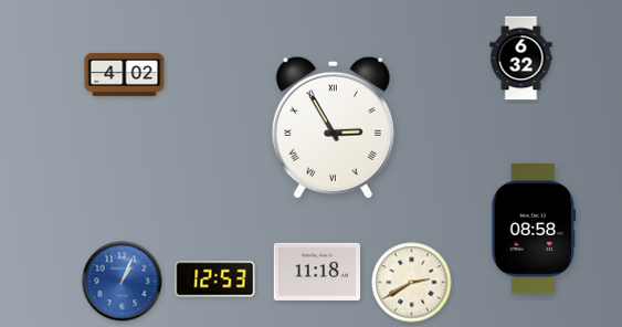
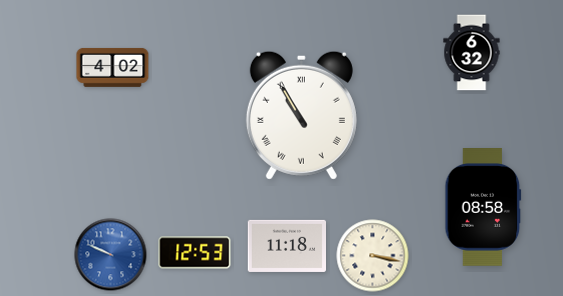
clock at (333, 127): 2:55 -> 10:55
clock at (123, 282): 1:04 -> 9:49
clock at (412, 283): 2:40 -> 3:17
